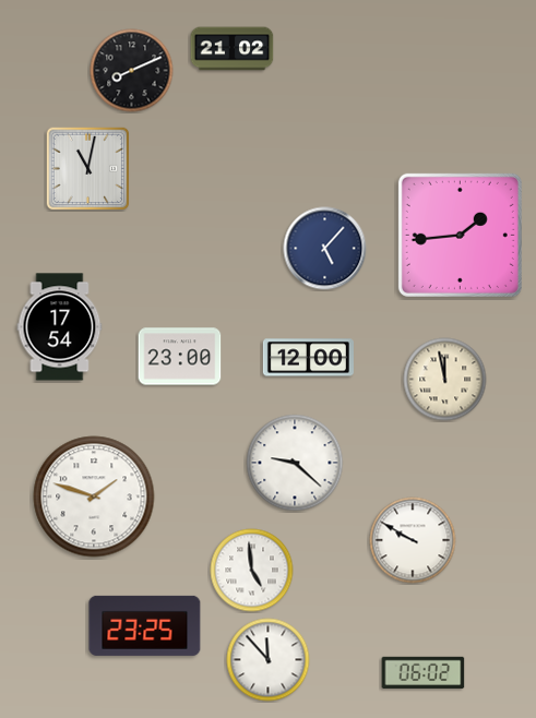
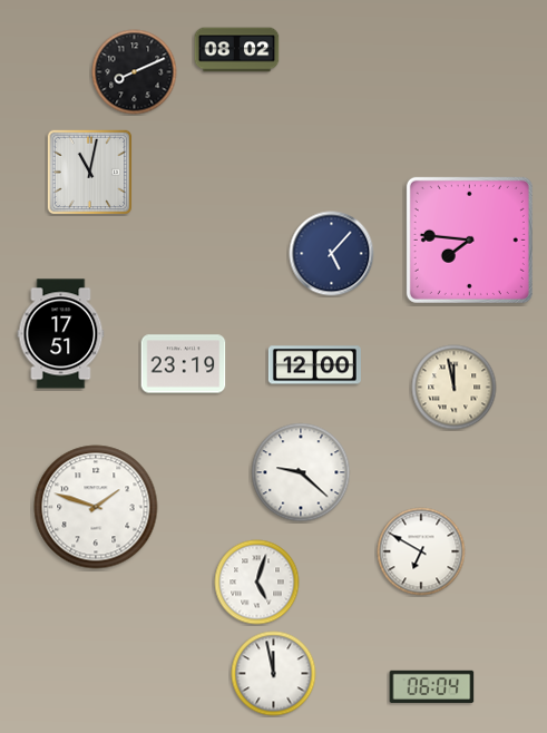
clock at (233, 49): 21:02 -> 08:02
clock at (460, 235): 1:44 -> 7:46
clock at (60, 327): 17:54 -> 17:51
clock at (180, 357): 23:00 -> 23:19
clock at (413, 540): 9:50 -> 6:50
clock at (252, 571): 4:59 -> 5:03
clock at (145, 625): 23:25 -> none
clock at (269, 660): 11:53 -> 11:58
clock at (424, 672): 06:02 -> 06:04
